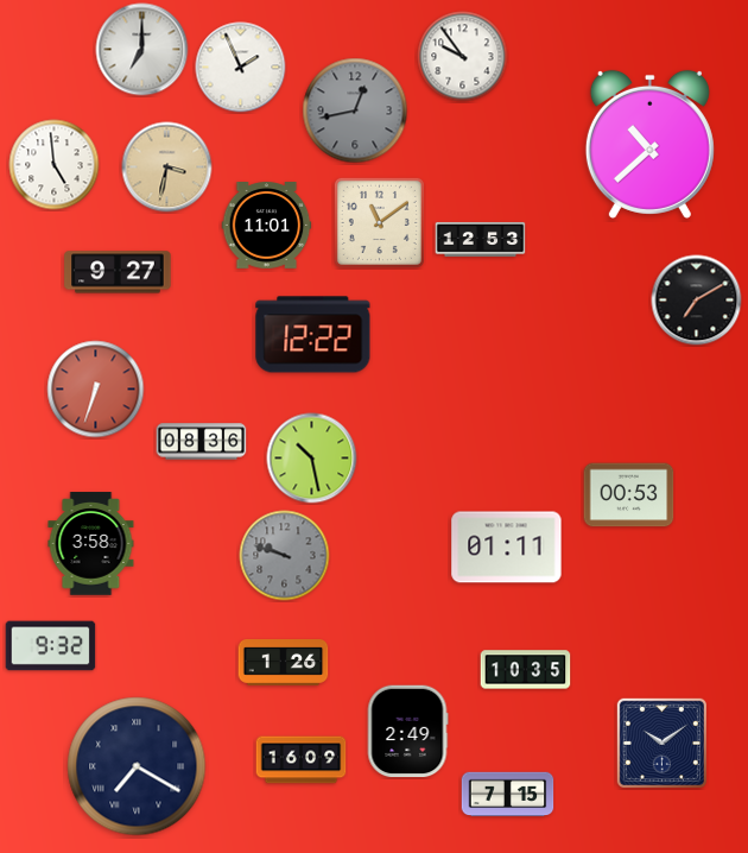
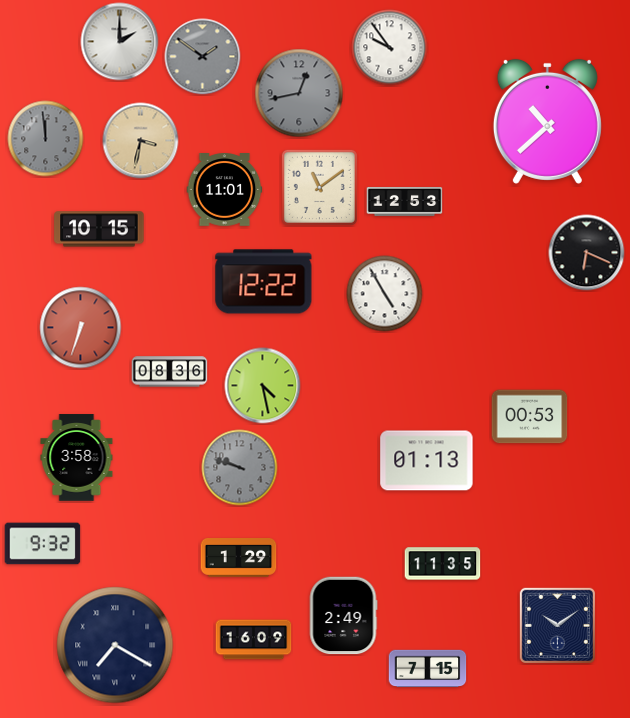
clock at (142, 50): 7:00 -> 2:00
clock at (241, 68): 1:56 -> 1:51
clock at (241, 68) dial: white -> grey
clock at (55, 165): 4:59 -> 11:59
clock at (55, 165) dial: white -> grey
clock at (118, 272): 9:27 -> 10:15
clock at (697, 301): 7:10 -> 6:19
clock at (385, 294): none -> 4:55
clock at (312, 459): 10:28 -> 4:28
clock at (507, 548): 01:11 -> 01:13
clock at (284, 663): 1:26 -> 1:29
clock at (526, 670): 10:35 -> 11:35
